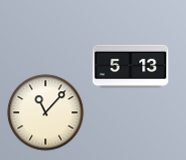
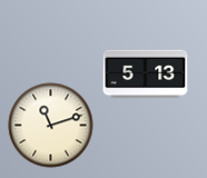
clock at (46, 113): 11:07 -> 11:12
